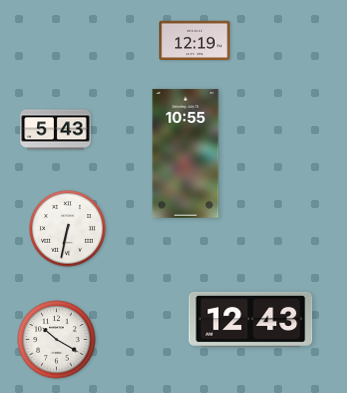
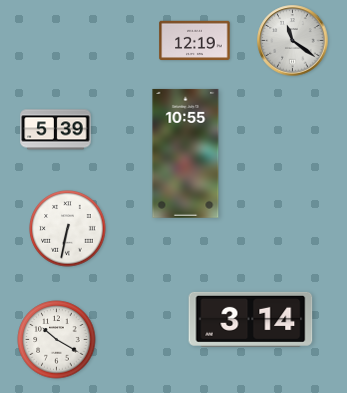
clock at (293, 41): none -> 11:21
clock at (56, 130): 5:43 -> 5:39
clock at (251, 319): 12:43 -> 3:14
